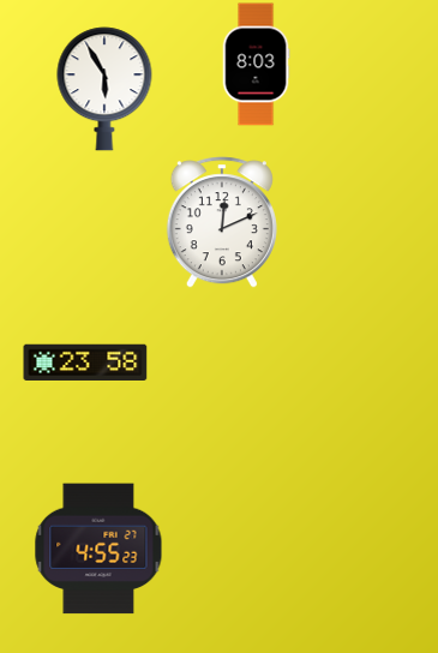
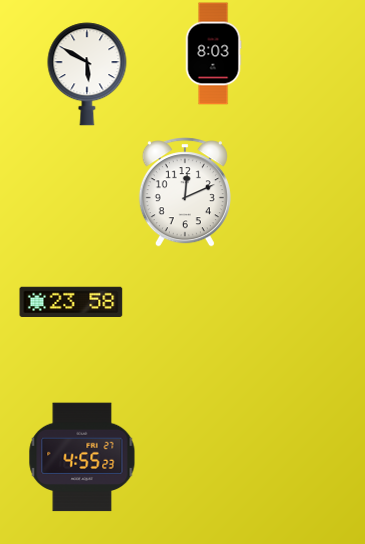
clock at (104, 89): 5:55 -> 5:50
clock at (222, 222) position: (222, 222) -> (185, 192)
